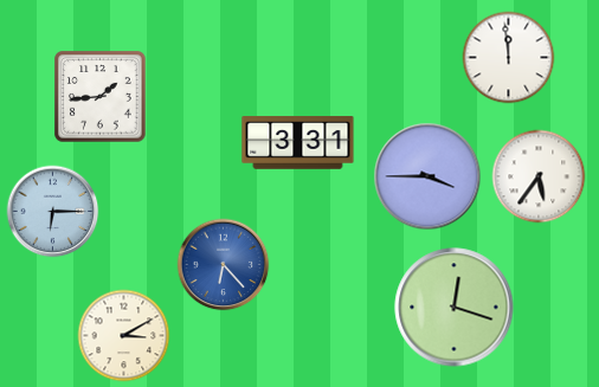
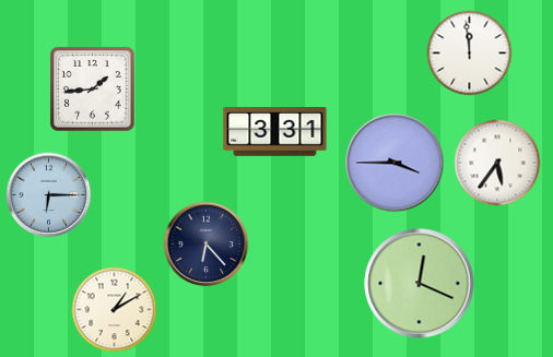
clock at (223, 264) dial: blue -> navy
clock at (455, 308): 12:18 -> 12:19
clock at (123, 335): 3:10 -> 1:10
